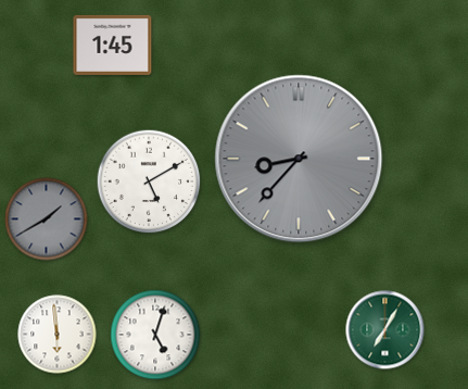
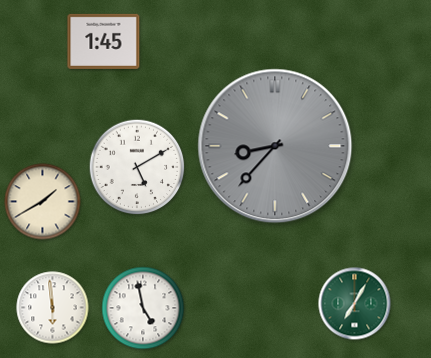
clock at (47, 219) dial: grey -> cream
clock at (155, 335): 5:03 -> 4:58
